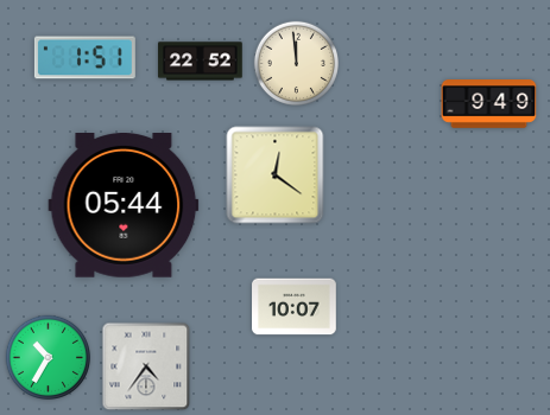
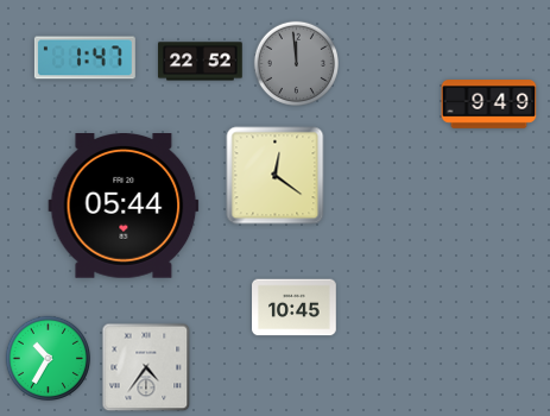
clock at (84, 58): 1:51 -> 1:47
clock at (296, 63) dial: cream -> grey
clock at (295, 307): 10:07 -> 10:45
